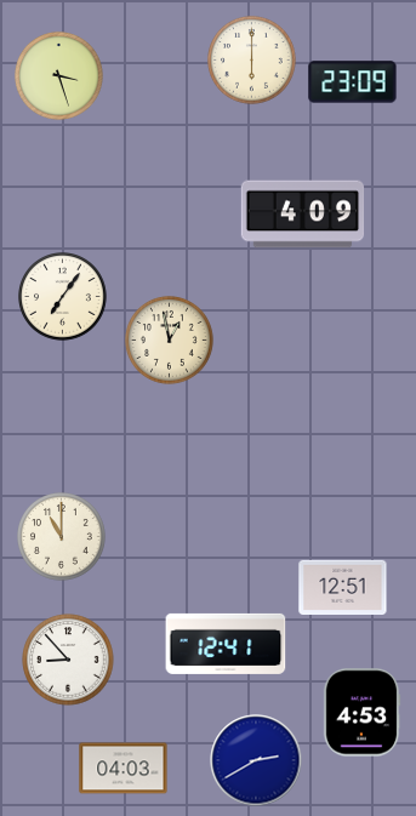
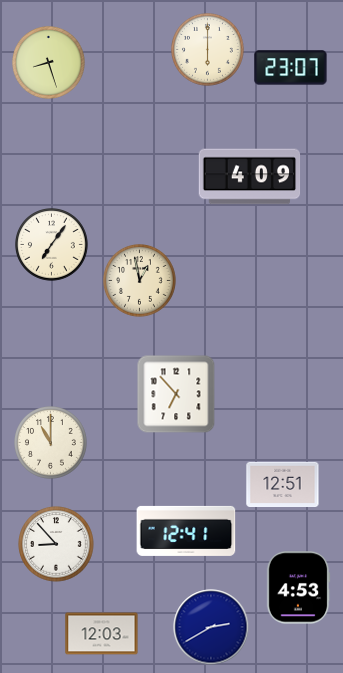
clock at (59, 76): 3:27 -> 8:27
clock at (353, 82): 23:09 -> 23:07
clock at (176, 394): none -> 6:53
clock at (124, 769): 04:03 -> 12:03
